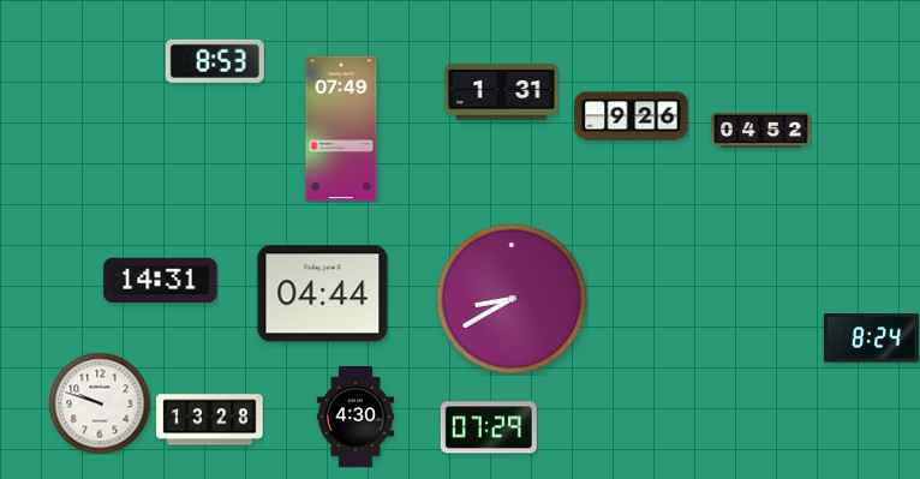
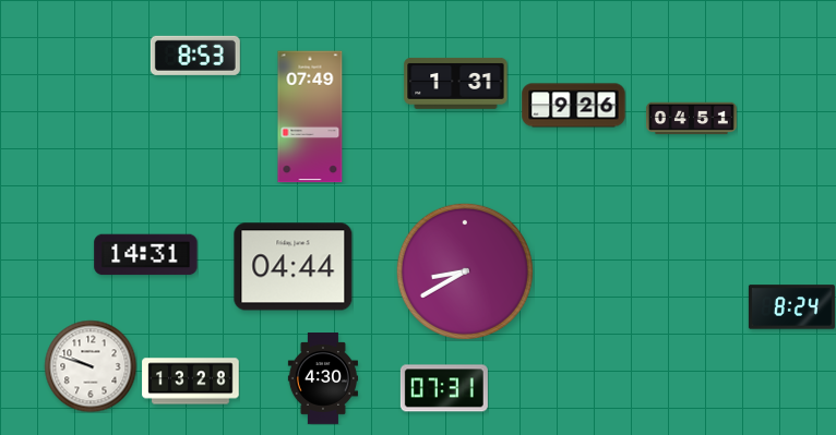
clock at (761, 131): 04:52 -> 04:51
clock at (489, 427): 07:29 -> 07:31
